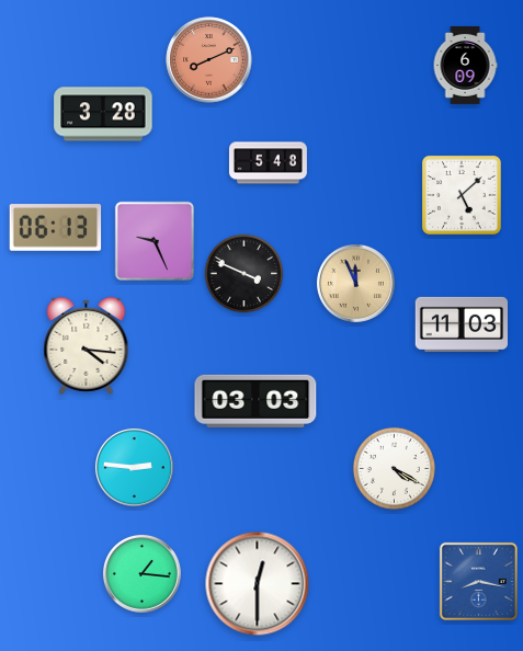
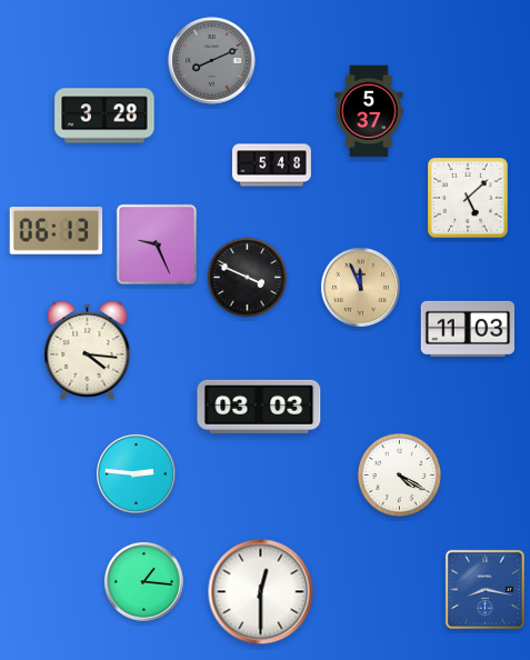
clock at (209, 60) dial: salmon -> grey
clock at (465, 65): 6:09 -> none
clock at (369, 111): none -> 5:37
